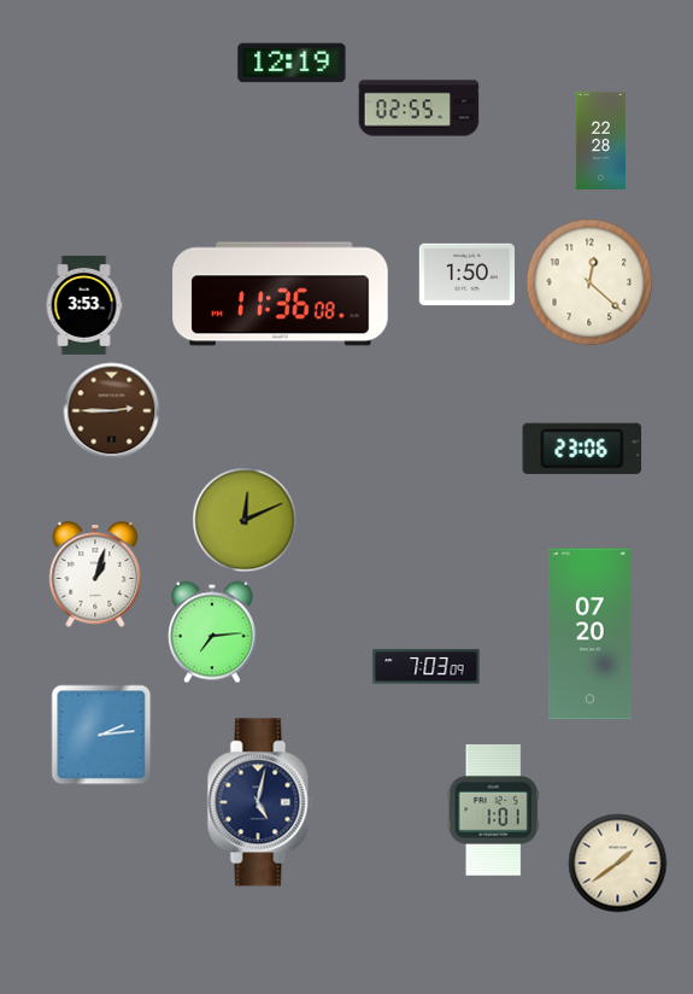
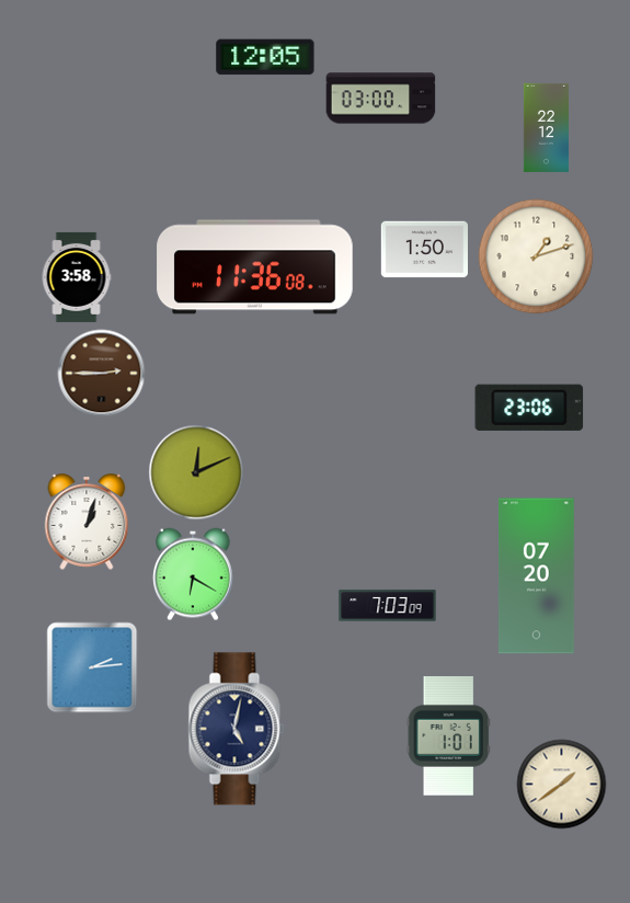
clock at (292, 63): 12:19 -> 12:05
clock at (419, 109): 02:55 -> 03:00
clock at (600, 140): 22:28 -> 22:12
clock at (589, 282): 12:22 -> 1:12
clock at (84, 305): 3:53 -> 3:58
clock at (245, 520) position: (245, 520) -> (196, 472)
clock at (213, 632): 7:14 -> 6:20
